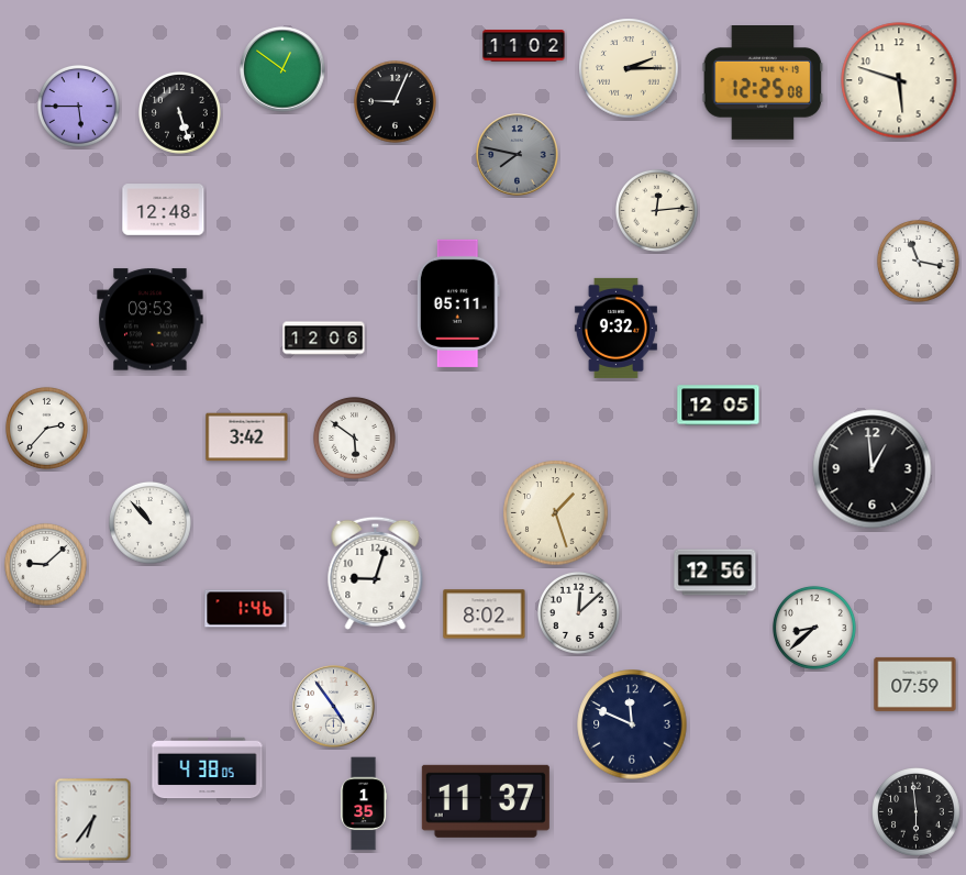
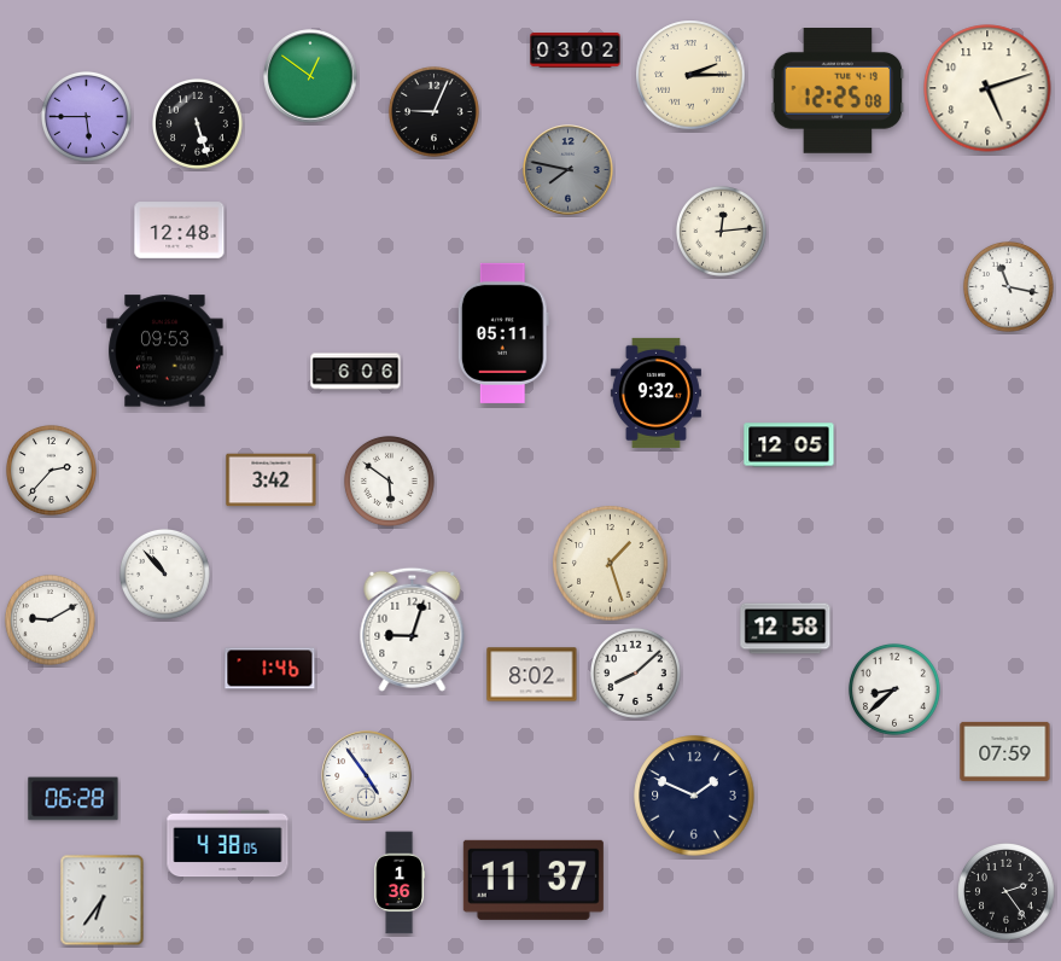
clock at (524, 46): 11:02 -> 03:02
clock at (899, 80): 5:48 -> 5:12
clock at (615, 328) position: (615, 328) -> (655, 392)
clock at (324, 339): 12:06 -> 6:06
clock at (873, 469): 12:59 -> none
clock at (45, 564): 9:08 -> 9:10
clock at (715, 573): 12:56 -> 12:58
clock at (578, 612): 12:08 -> 8:08
clock at (632, 724): 11:49 -> 1:49
clock at (74, 799): none -> 06:28
clock at (363, 804): 1:35 -> 1:36
clock at (917, 812): 5:59 -> 2:24
